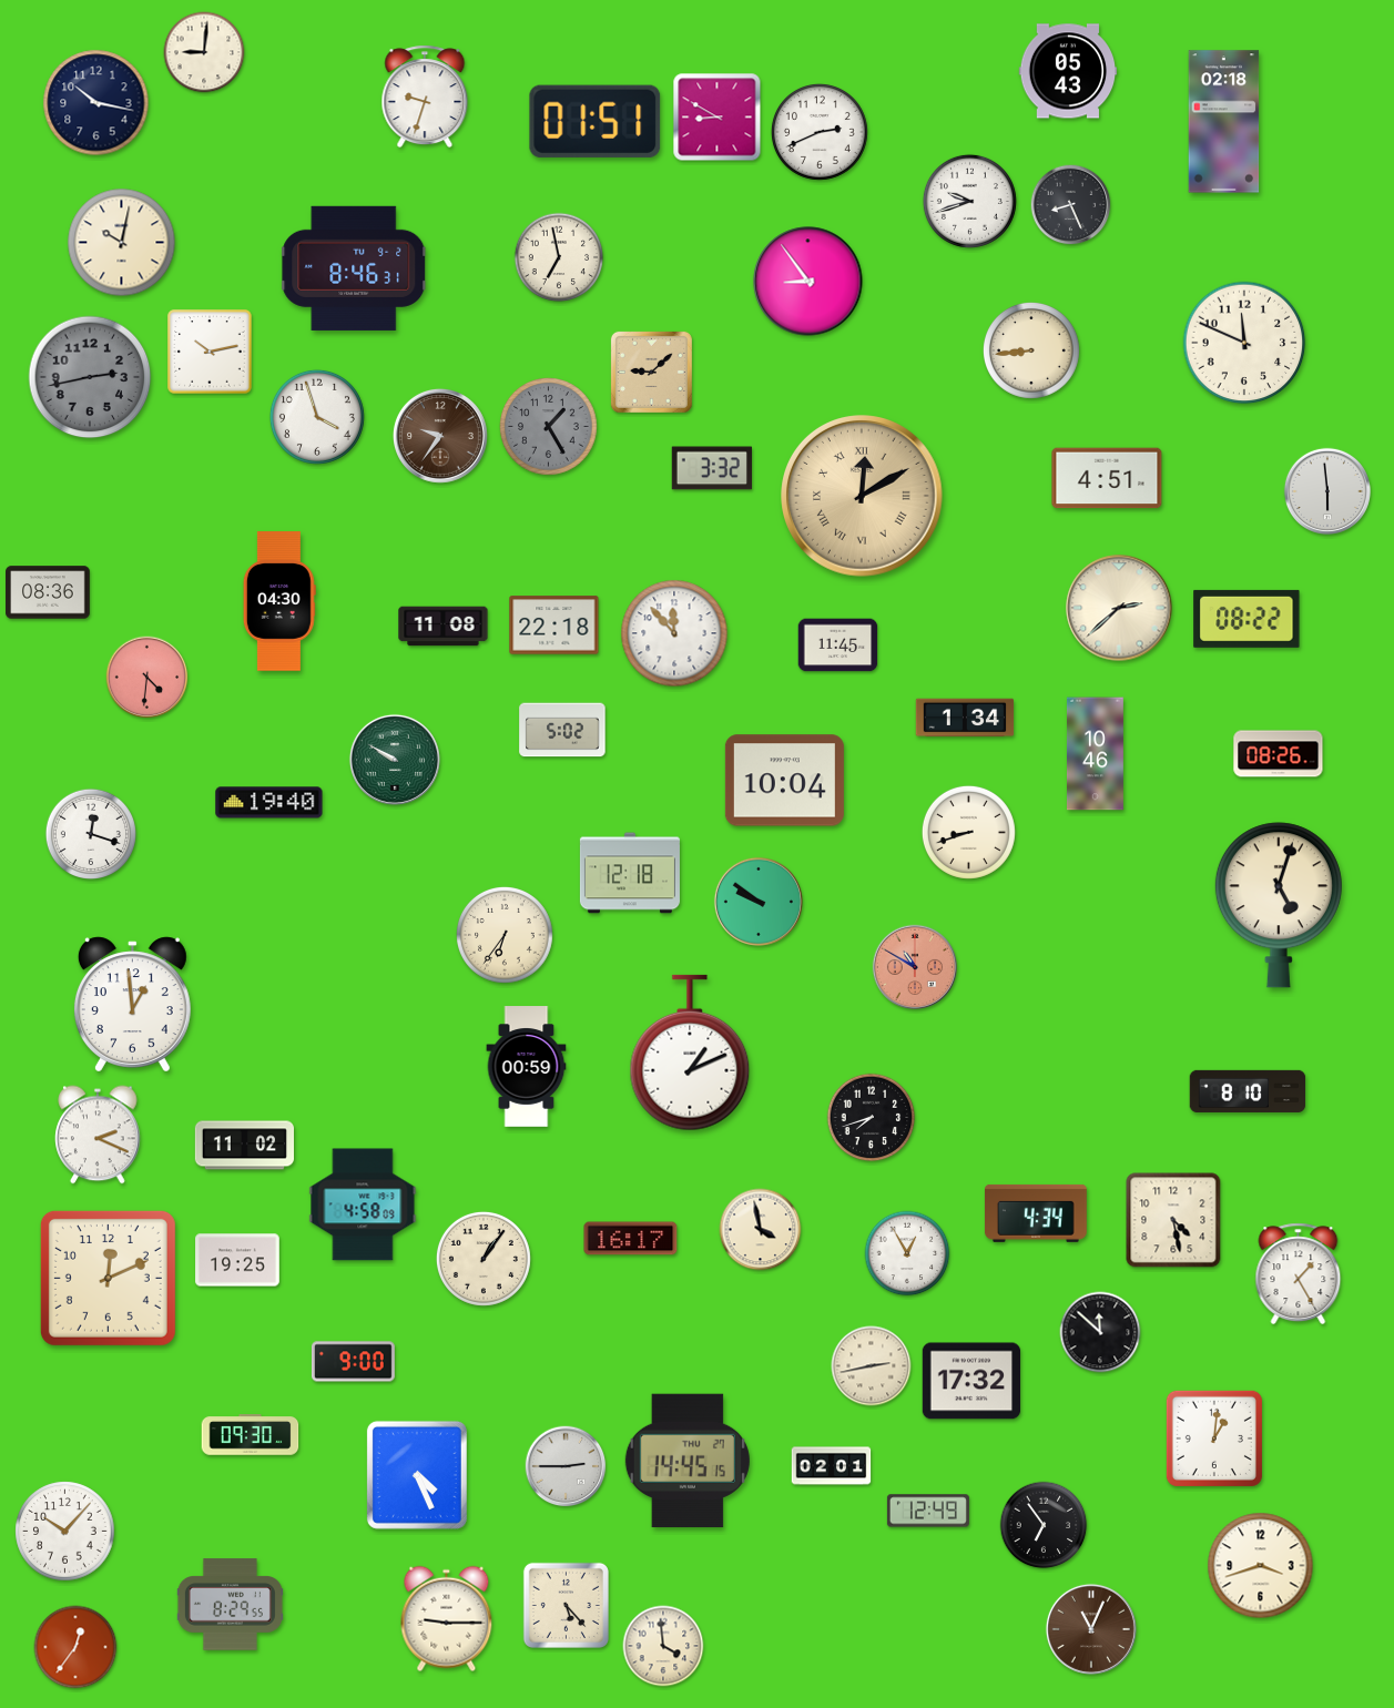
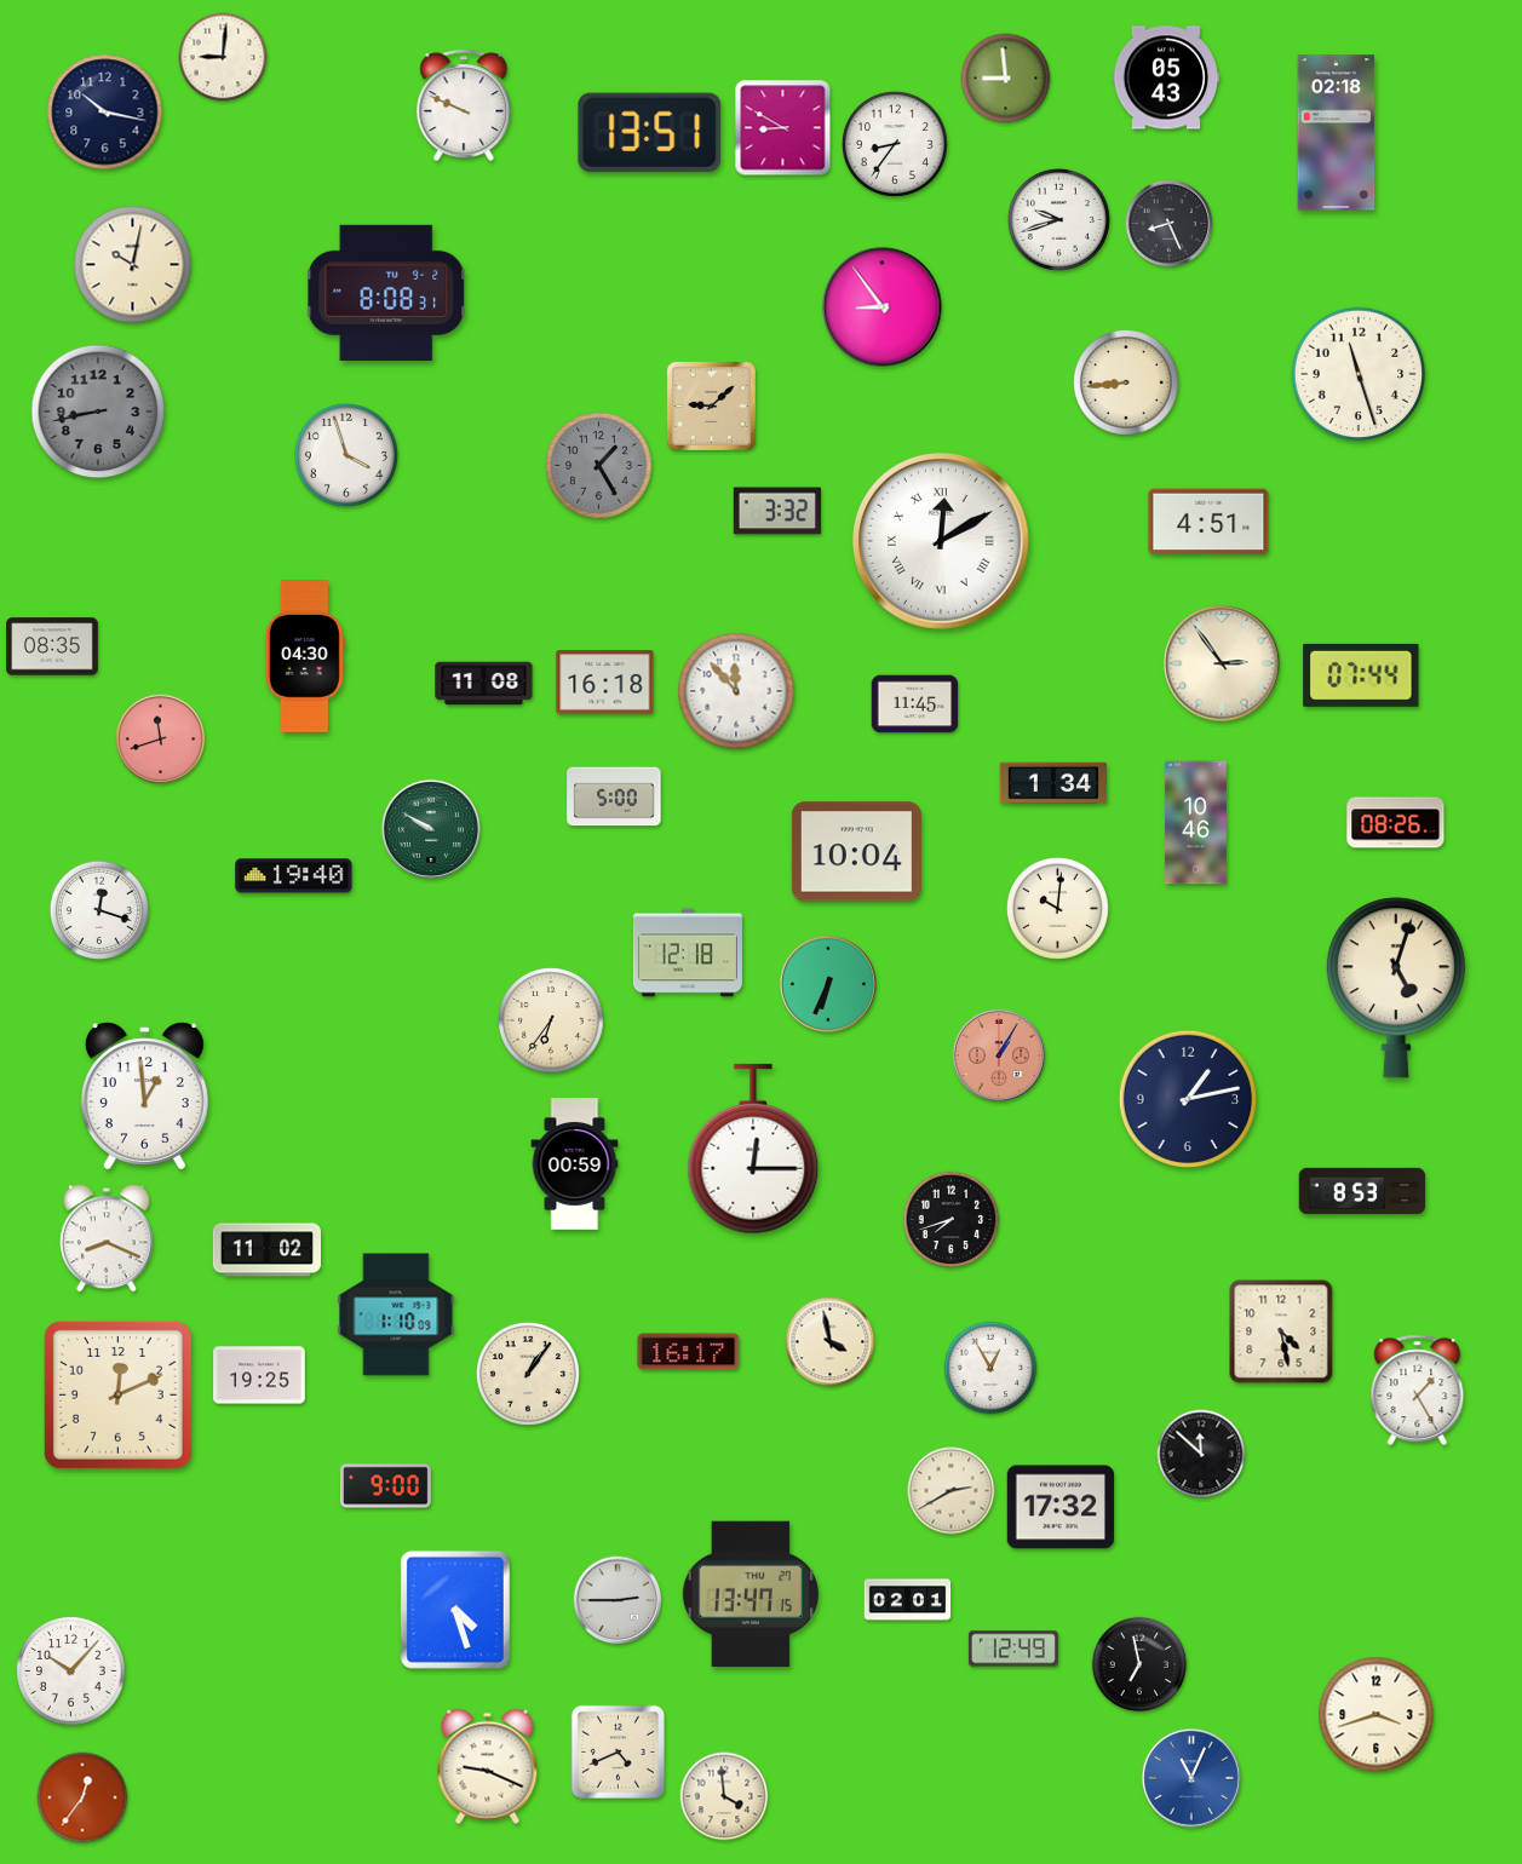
clock at (1006, 79): none -> 8:59
clock at (425, 96): 9:33 -> 9:49
clock at (596, 121): 01:51 -> 13:51
clock at (820, 132): 2:41 -> 8:36
clock at (559, 257): 6:58 -> none
clock at (355, 268): 8:46 -> 8:08
clock at (1244, 343): 11:49 -> 11:27
clock at (210, 352): 10:13 -> none
clock at (90, 377): 2:43 -> 8:43
clock at (440, 436): 9:36 -> none
clock at (1327, 491): 5:59 -> none
clock at (862, 496) dial: champagne -> white
clock at (48, 592): 08:36 -> 08:35
clock at (1119, 608): 2:38 -> 2:54
clock at (1247, 619): 08:22 -> 07:44
clock at (554, 626): 22:18 -> 16:18
clock at (147, 678): 4:31 -> 11:42
clock at (562, 730): 5:02 -> 5:00
clock at (968, 832): 8:42 -> 10:01
clock at (759, 902): 9:51 -> 6:34
clock at (914, 966): 10:50 -> 1:05
clock at (1187, 1098): none -> 1:13
clock at (690, 1053): 1:11 -> 12:15
clock at (1248, 1090): 8:10 -> 8:53
clock at (98, 1135): 2:19 -> 8:19
clock at (363, 1204): 4:58 -> 1:10
clock at (1036, 1213): 4:34 -> none
clock at (872, 1366): 2:43 -> 2:40
clock at (251, 1435): 09:30 -> none
clock at (1214, 1438): 1:01 -> none
clock at (688, 1461): 14:45 -> 13:47
clock at (417, 1475): 4:26 -> 4:27
clock at (1044, 1525): 6:54 -> 6:58
clock at (1261, 1566) position: (1261, 1566) -> (1377, 1715)
clock at (230, 1605): 8:29 -> none
clock at (566, 1605): 5:23 -> 4:41
clock at (447, 1619): 9:15 -> 9:19
clock at (1091, 1629) dial: brown -> blue
